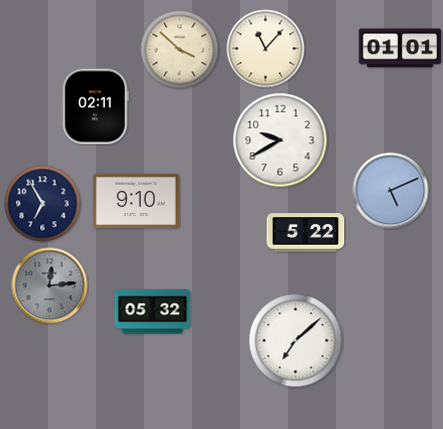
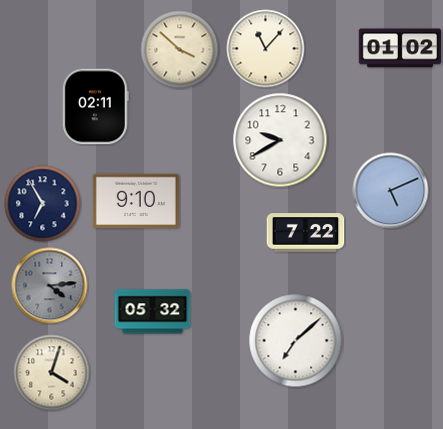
clock at (399, 48): 01:01 -> 01:02
clock at (306, 233): 5:22 -> 7:22
clock at (50, 286): 12:14 -> 4:14
clock at (52, 373): none -> 4:03
